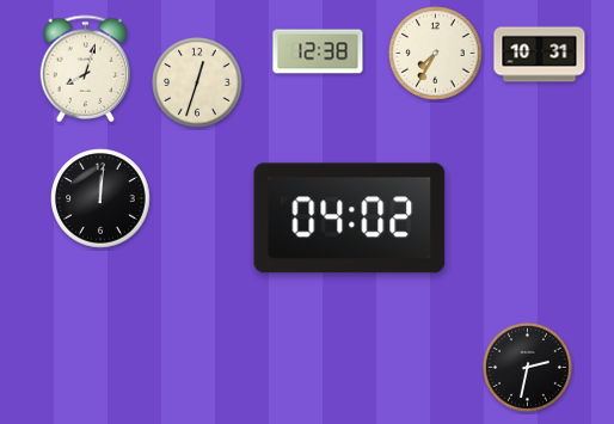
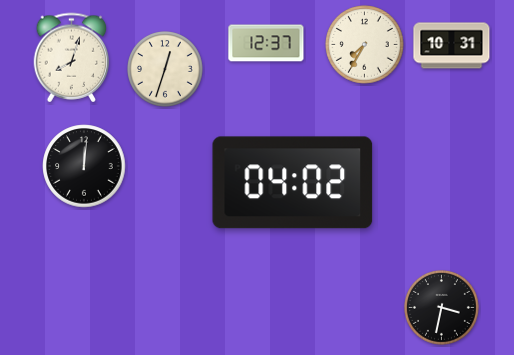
clock at (318, 51): 12:38 -> 12:37
clock at (528, 368): 2:32 -> 3:32
